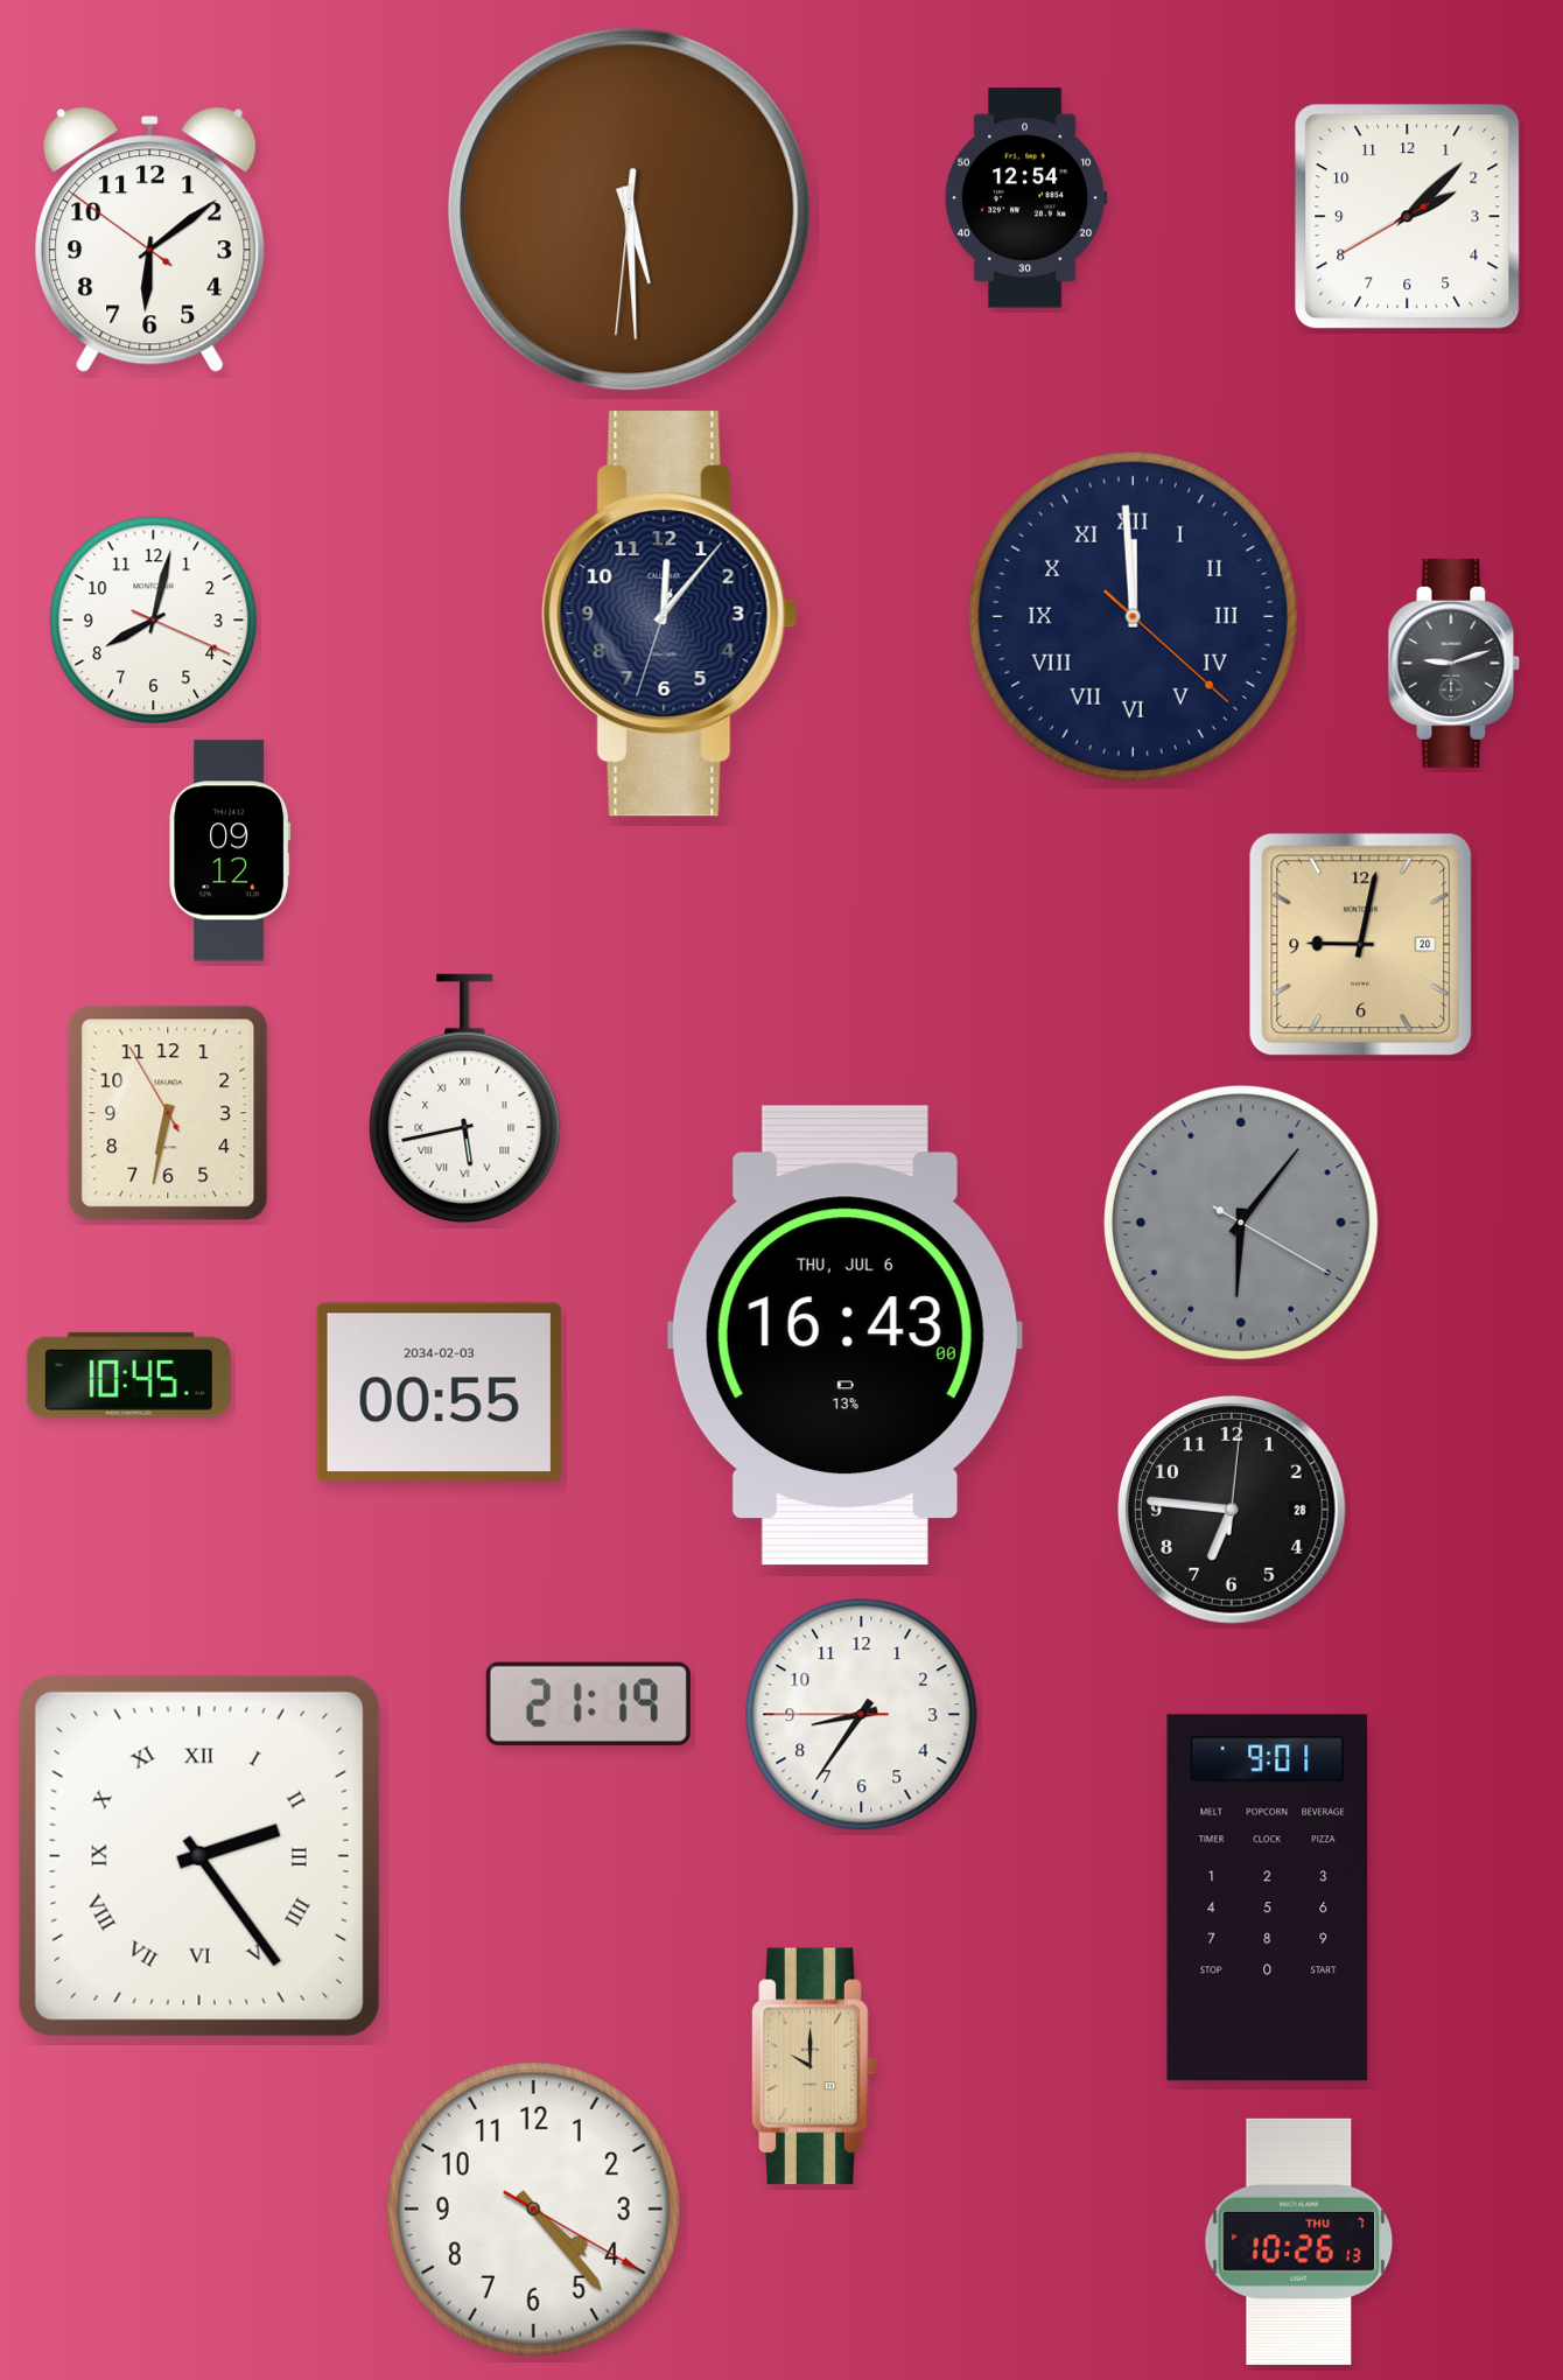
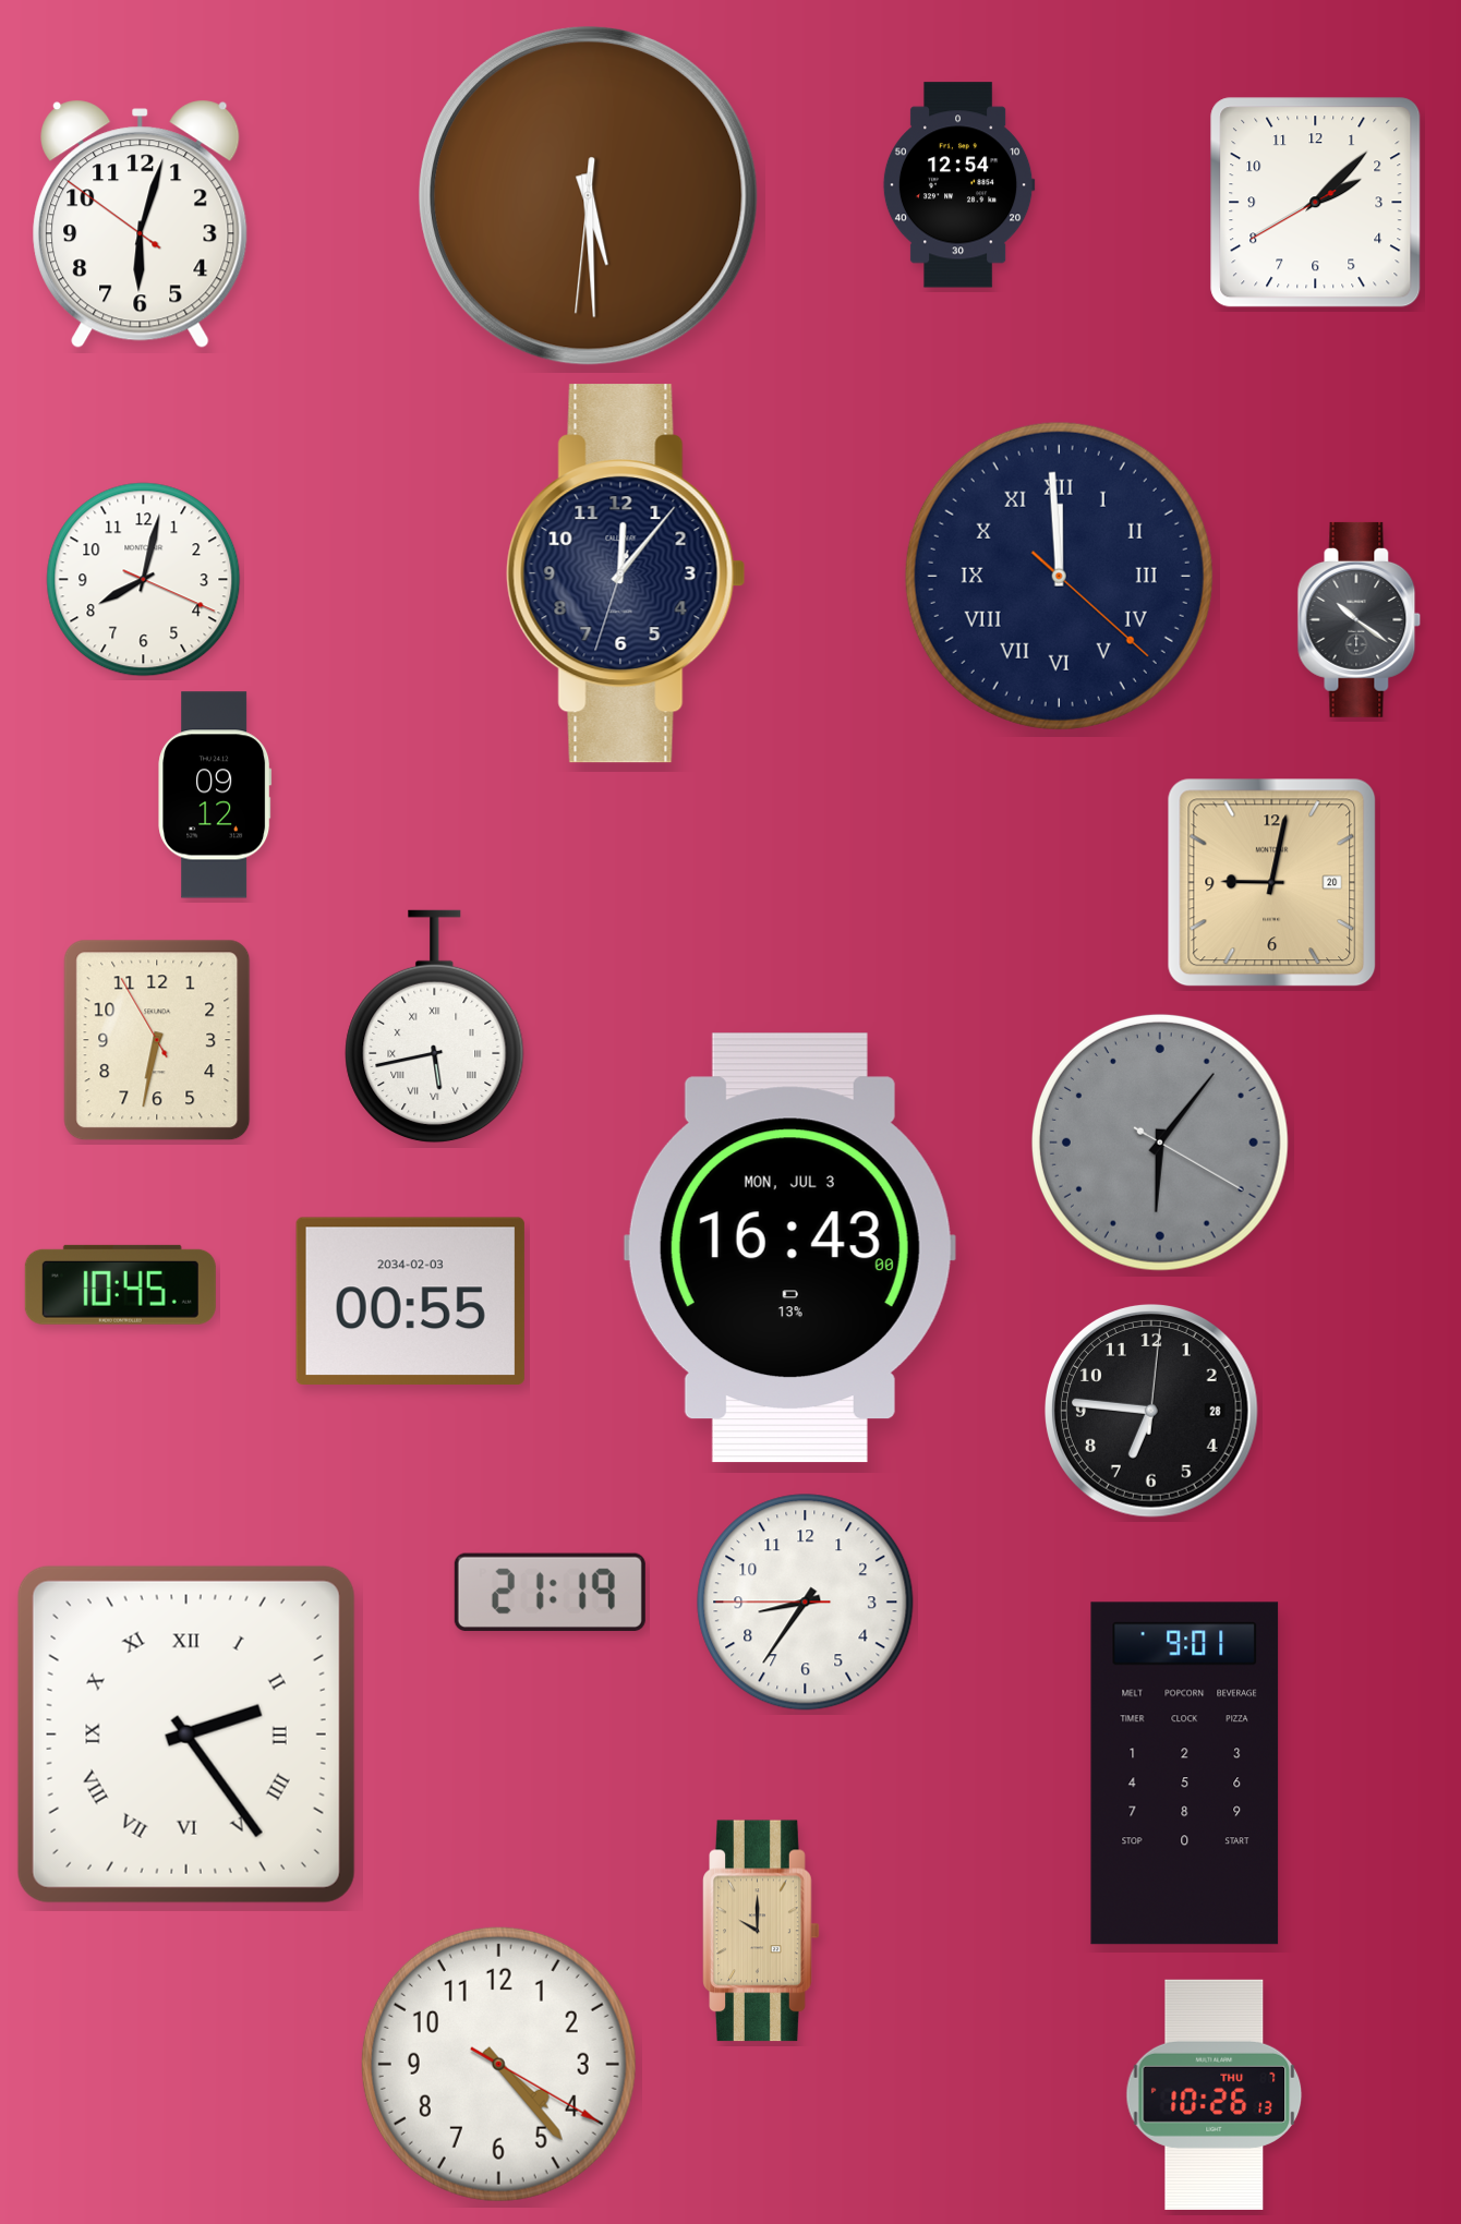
clock at (150, 239): 6:08 -> 6:02
clock at (1455, 663): 9:12 -> 10:21
clock at (844, 1336) date: THU, JUL 6 -> MON, JUL 3
